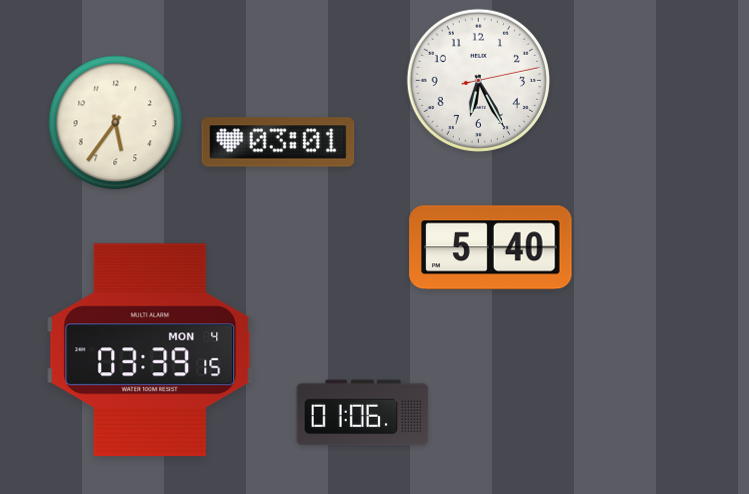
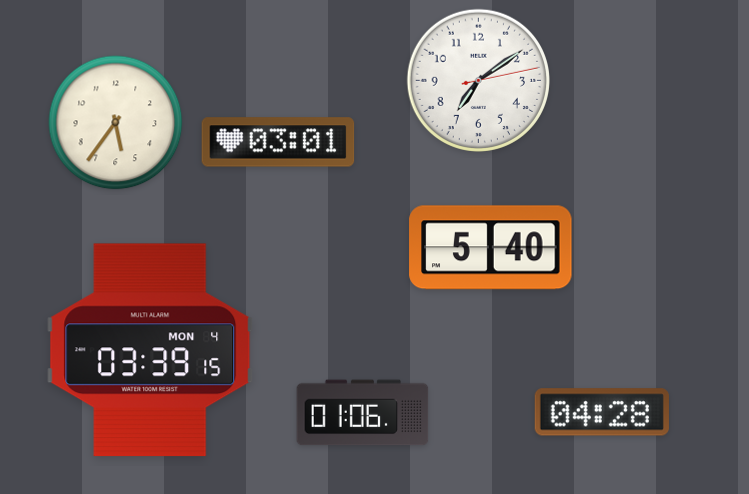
clock at (478, 80): 6:25 -> 7:09
clock at (602, 412): none -> 04:28
